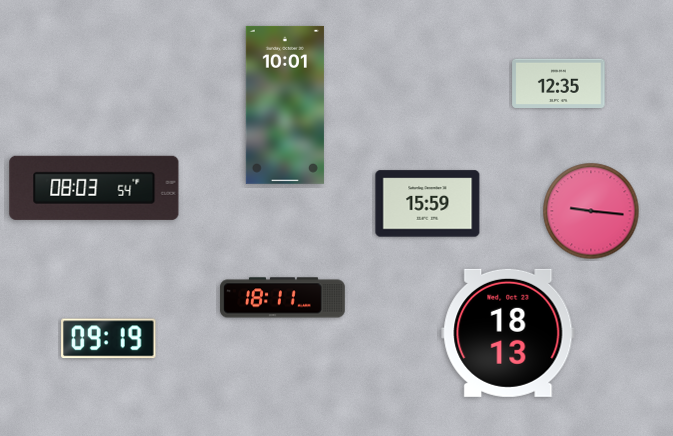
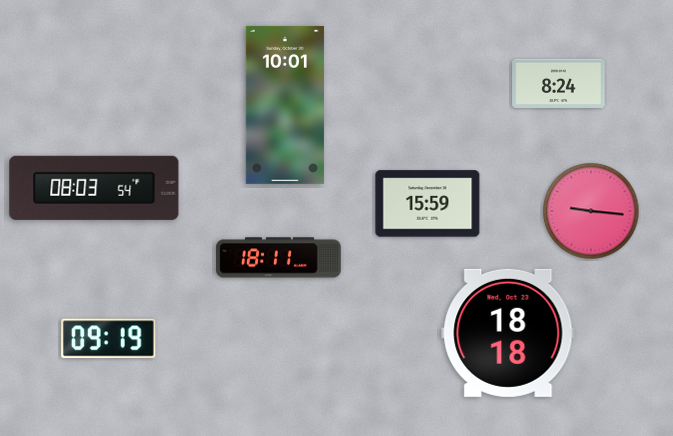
clock at (559, 83): 12:35 -> 8:24
clock at (283, 298) position: (283, 298) -> (279, 258)
clock at (508, 333): 18:13 -> 18:18
